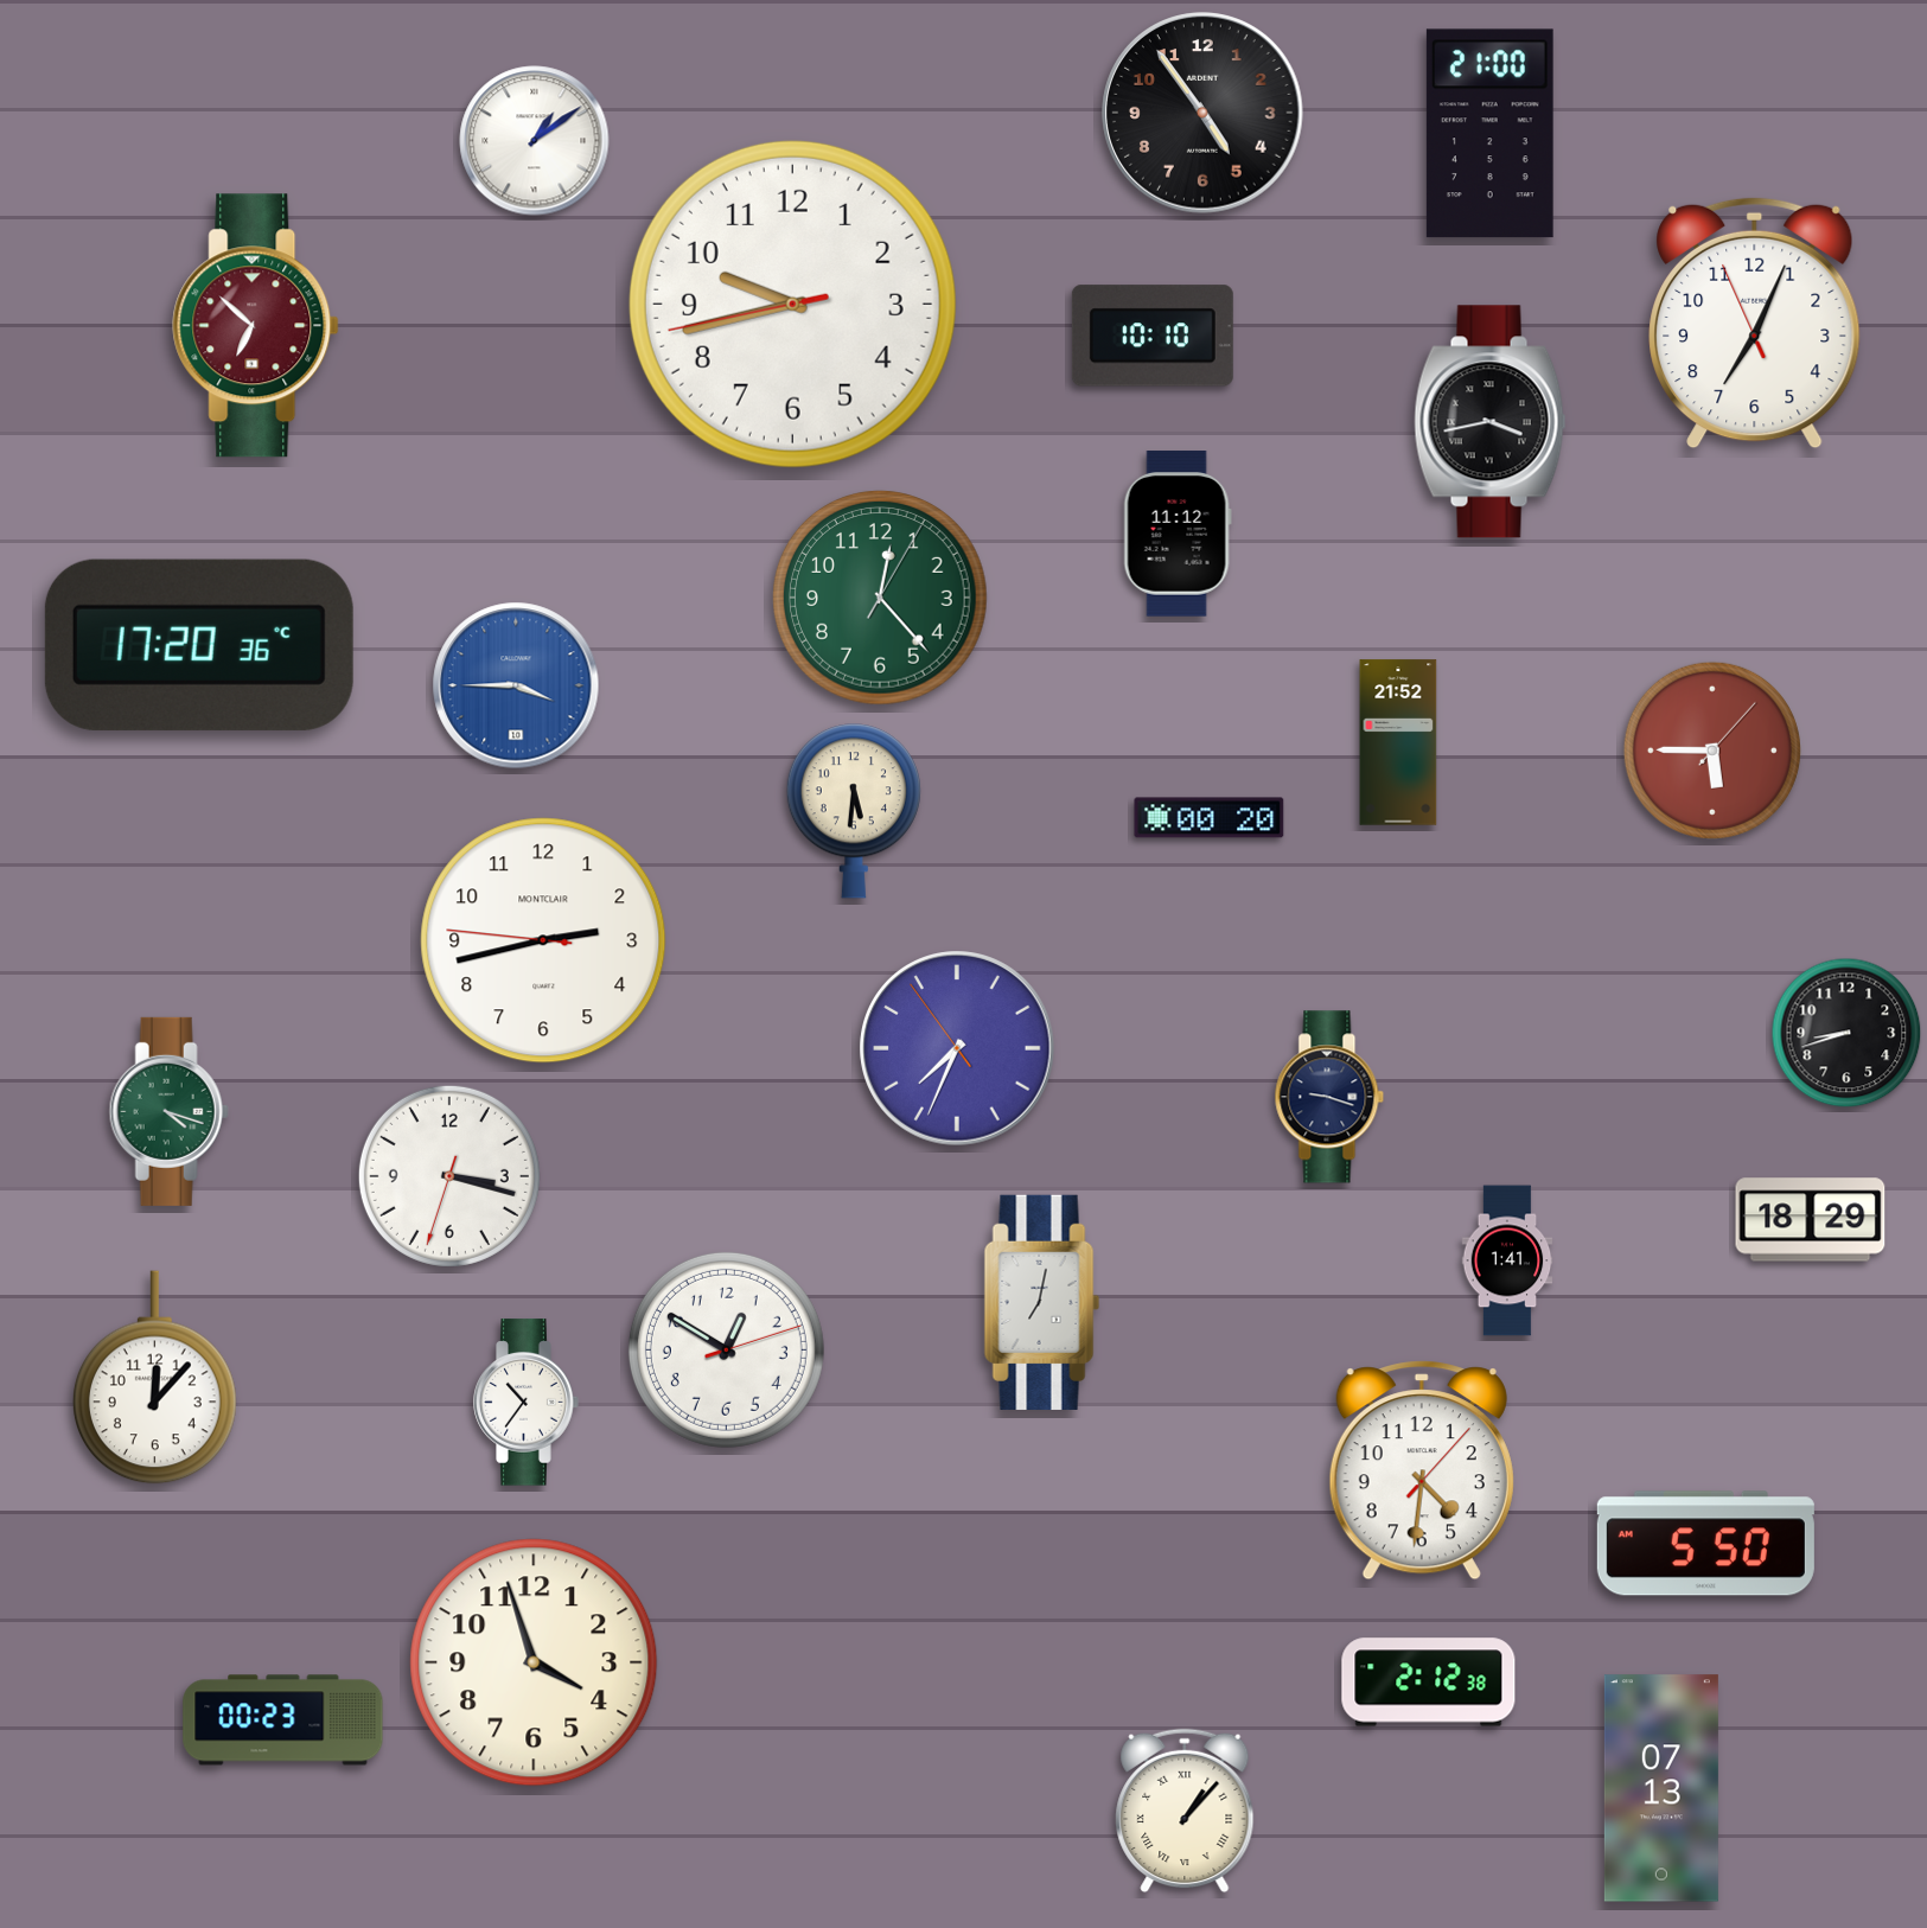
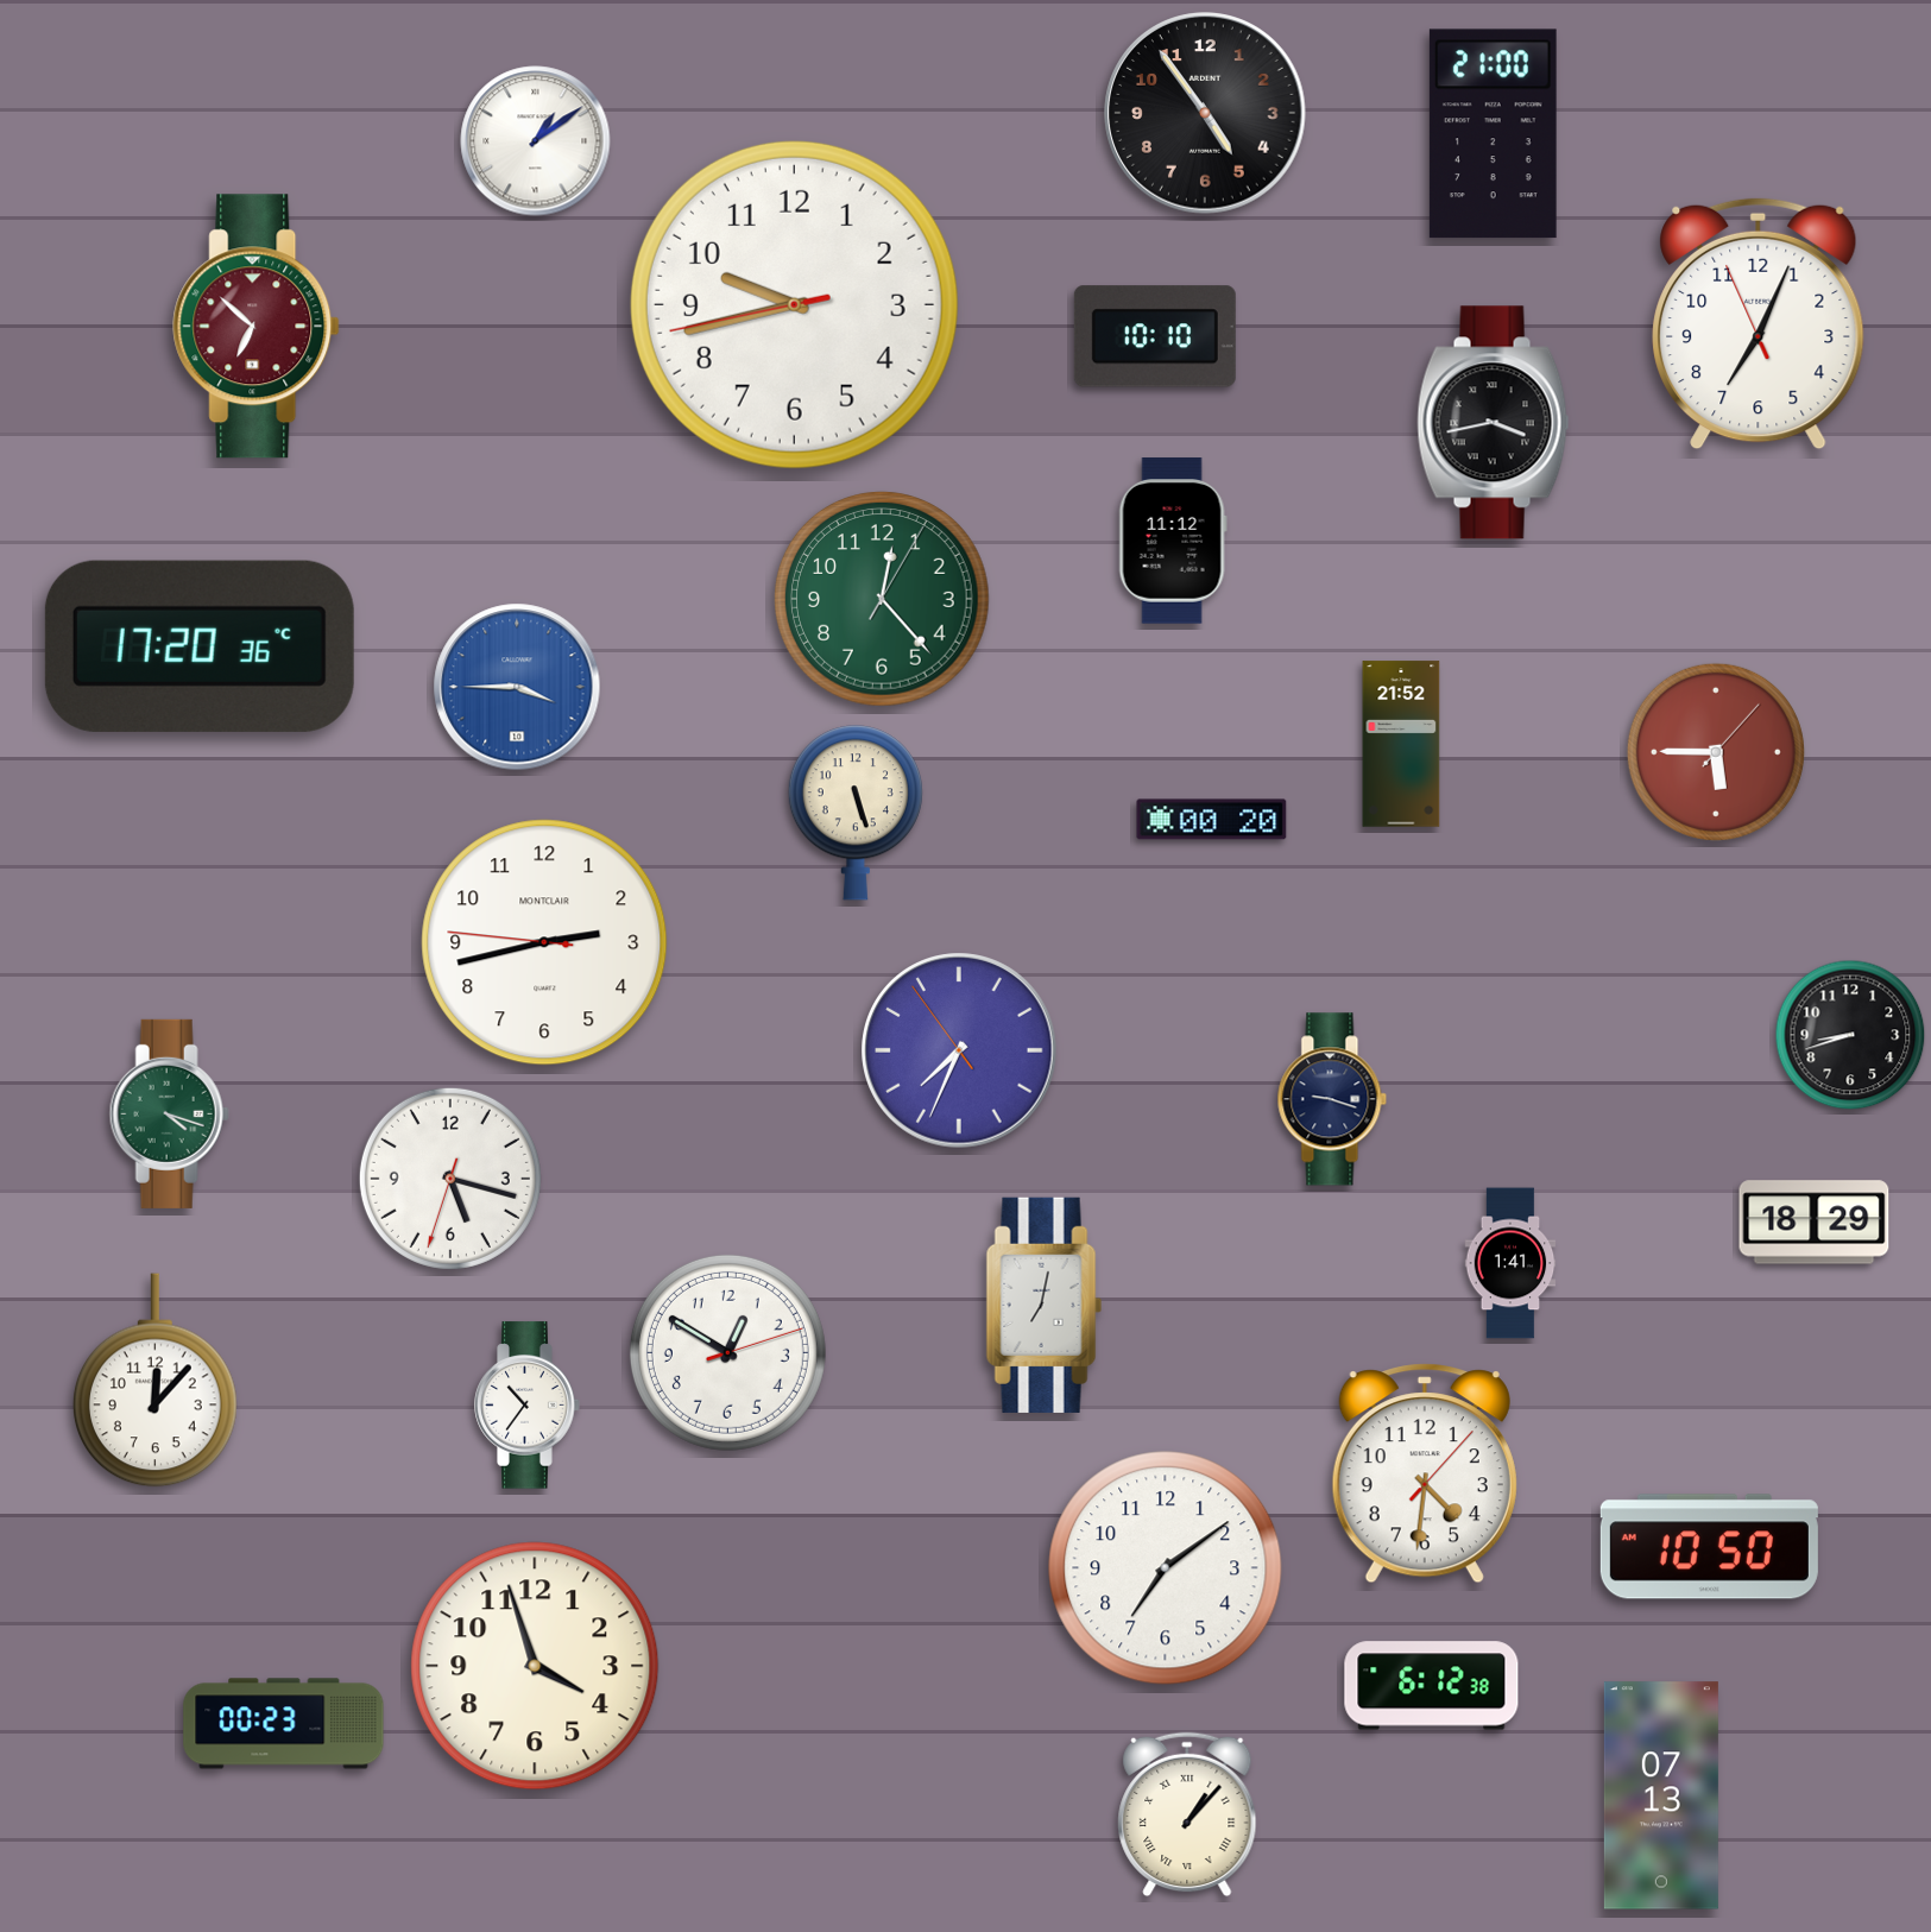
clock at (1178, 534) position: (1178, 534) -> (1173, 541)
clock at (854, 811): 5:31 -> 5:27
clock at (449, 1176): 3:17 -> 5:17
clock at (1705, 1544): 5:50 -> 10:50
clock at (1166, 1568): none -> 7:09
clock at (1429, 1683): 2:12 -> 6:12
clock at (1661, 1788) position: (1661, 1788) -> (1661, 1795)
